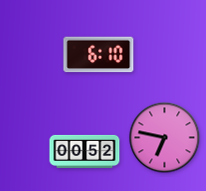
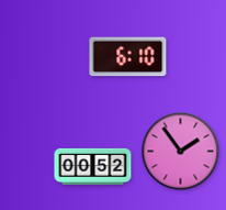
clock at (99, 55) position: (99, 55) -> (128, 57)
clock at (165, 138): 6:47 -> 1:54
